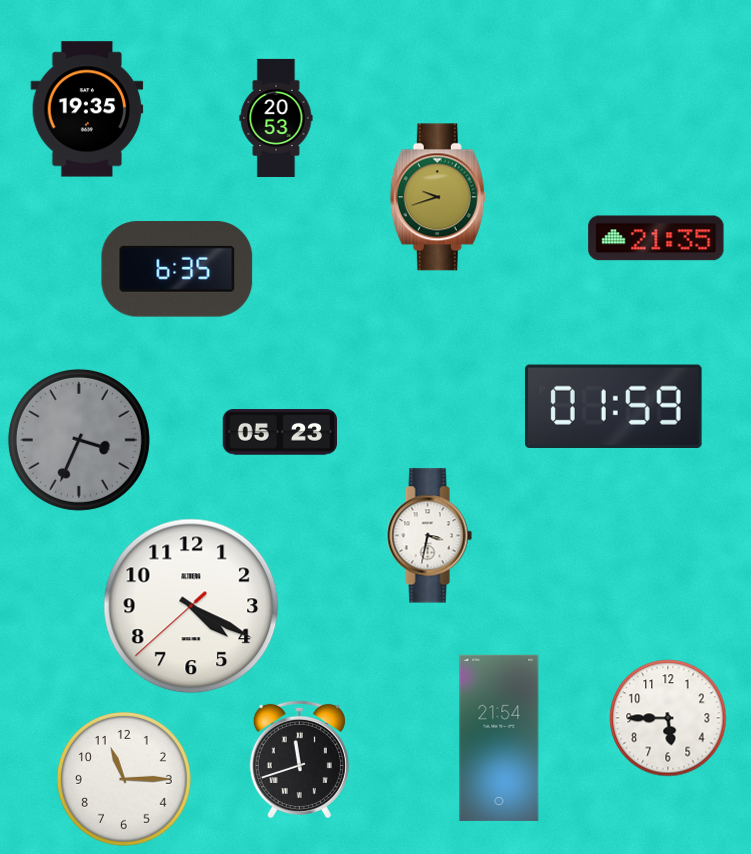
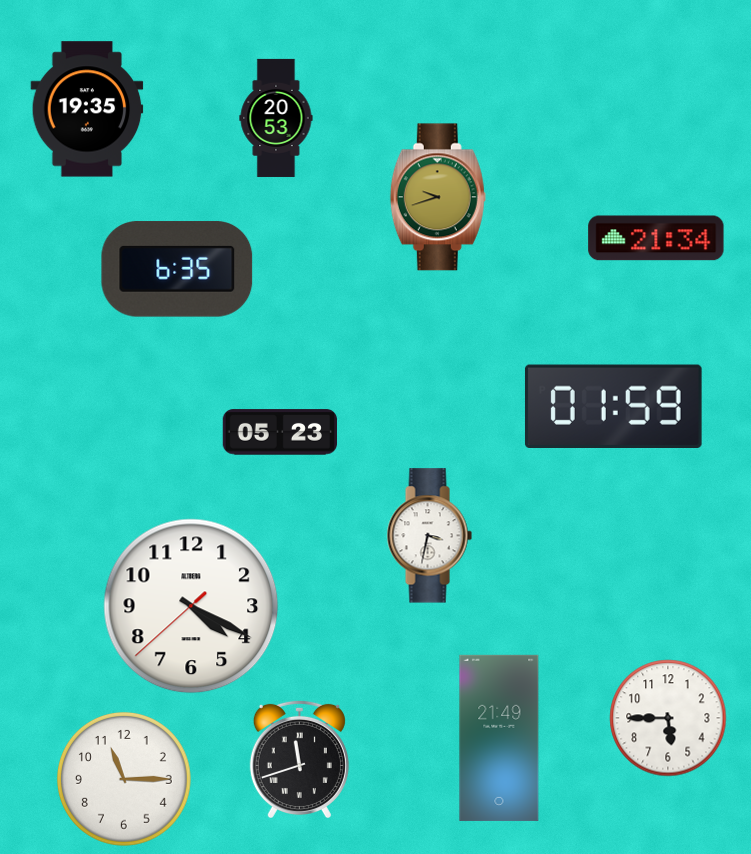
clock at (656, 238): 21:35 -> 21:34
clock at (79, 440): 3:34 -> none
clock at (499, 738): 21:54 -> 21:49
